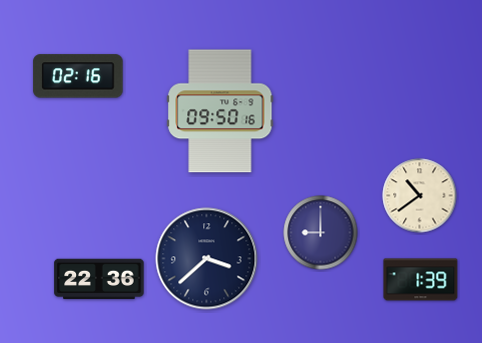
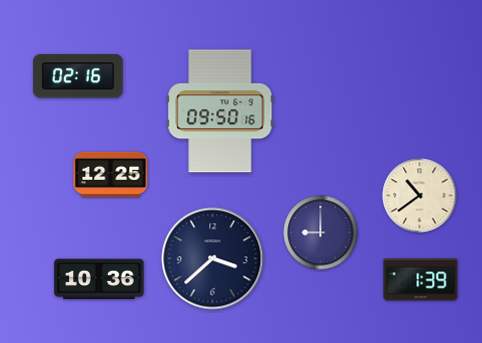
clock at (111, 174): none -> 12:25
clock at (207, 259) position: (207, 259) -> (213, 259)
clock at (99, 279): 22:36 -> 10:36
